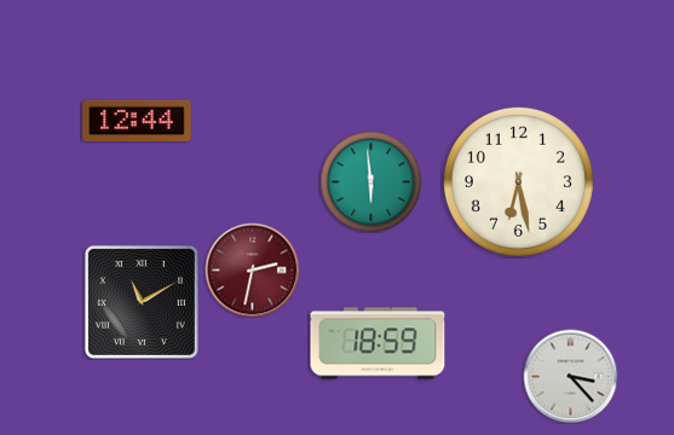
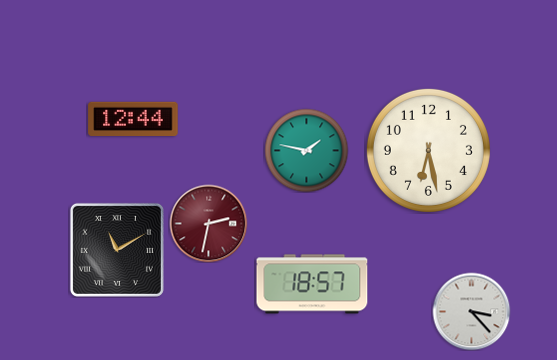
clock at (137, 120) position: (137, 120) -> (133, 118)
clock at (370, 181): 5:59 -> 1:47
clock at (378, 343): 18:59 -> 18:57
